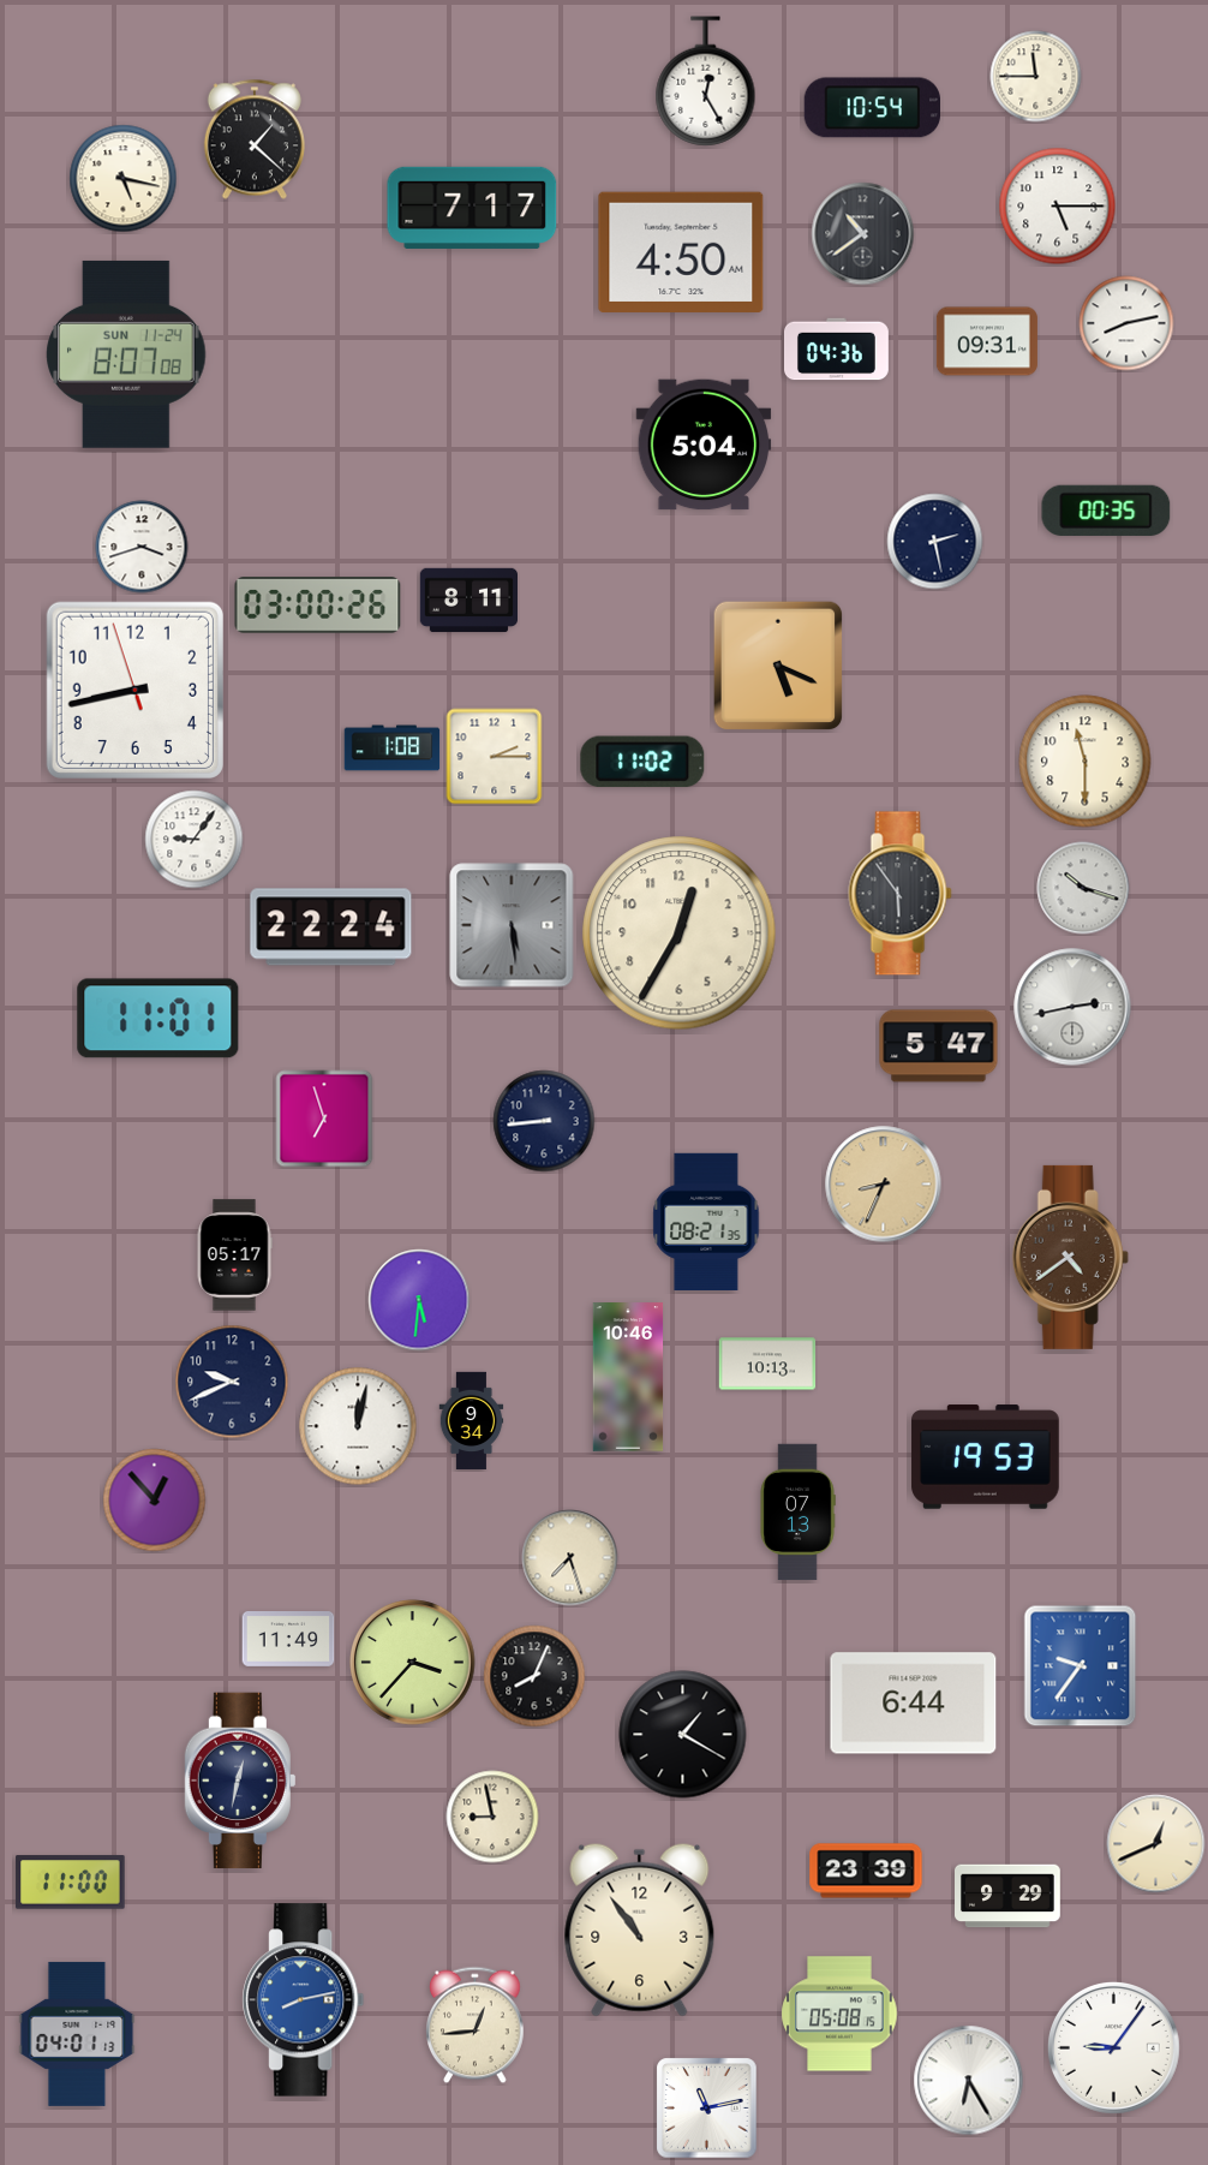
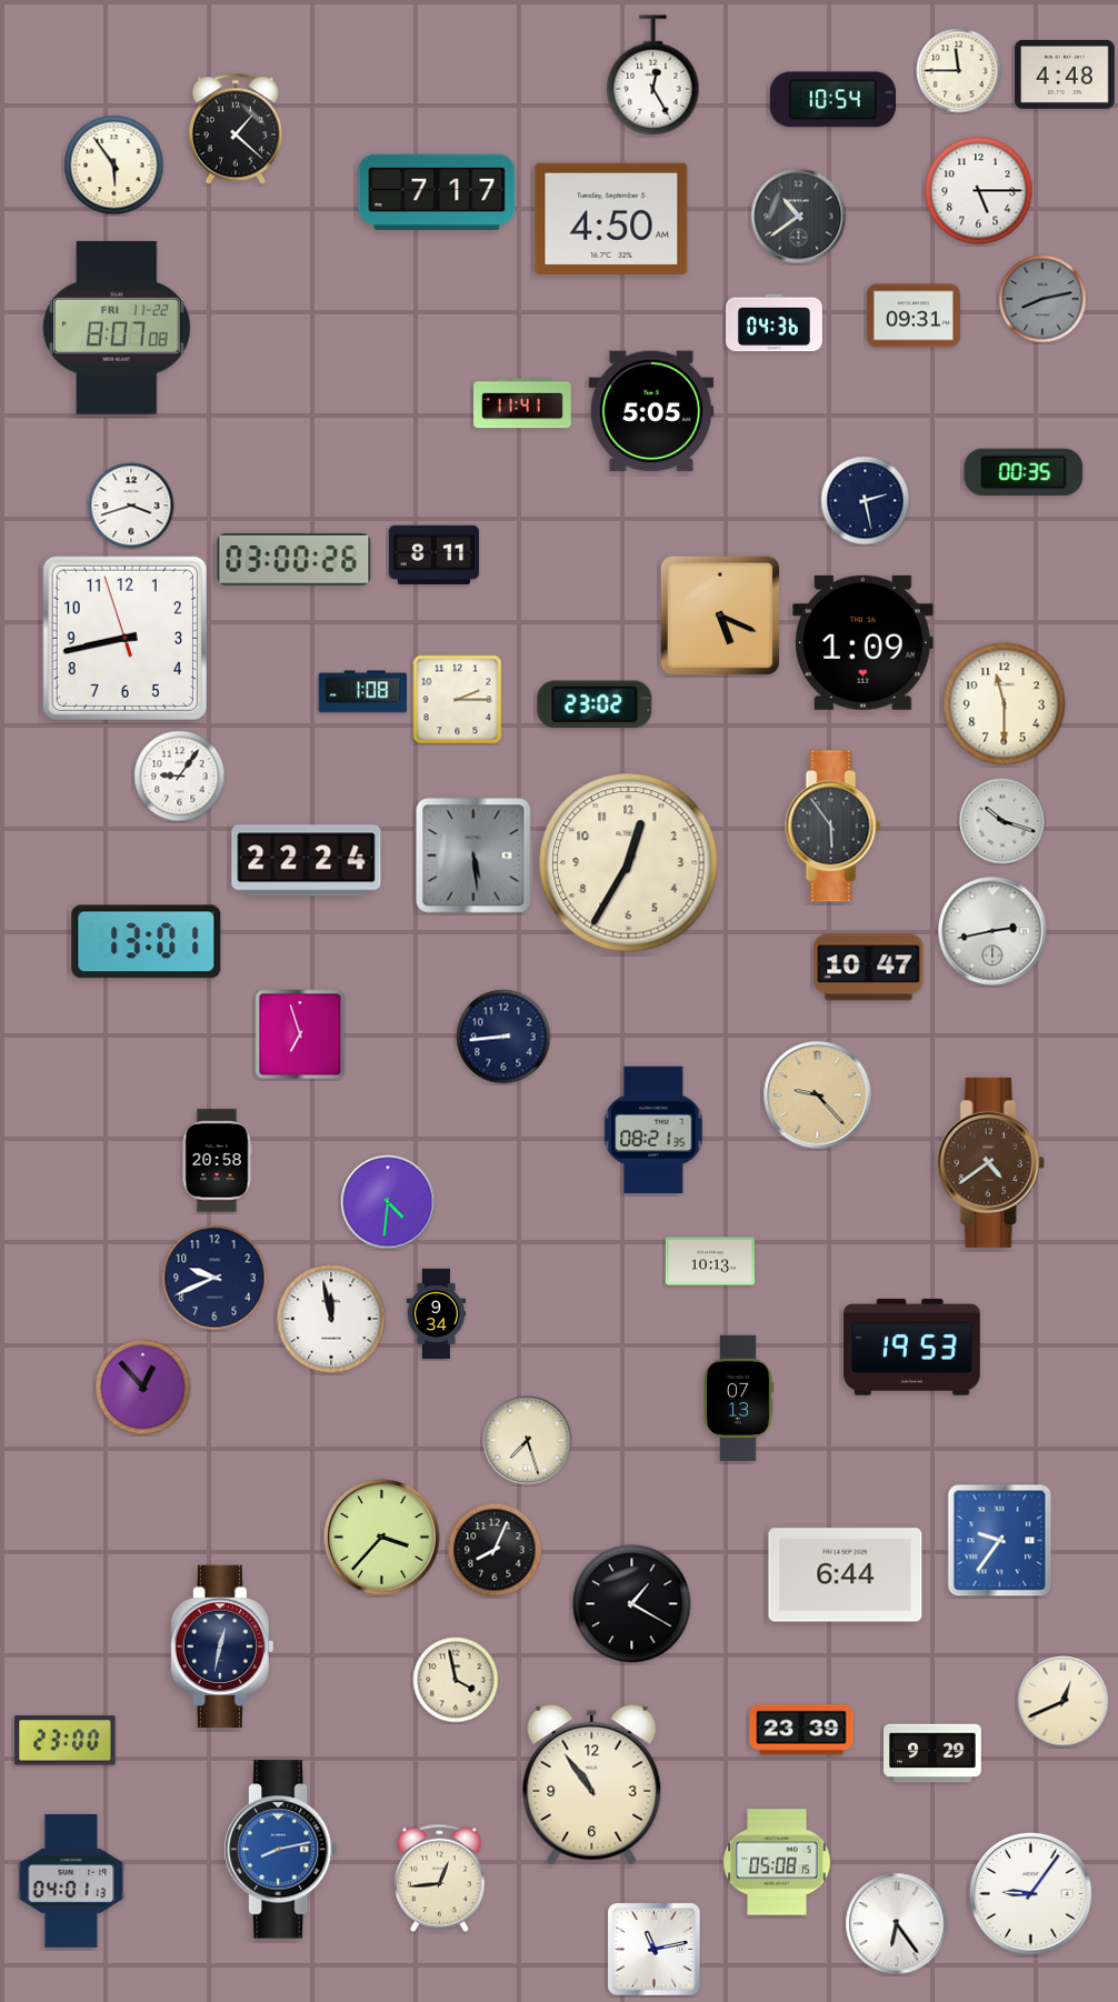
clock at (1065, 74): none -> 4:48
clock at (872, 108) position: (872, 108) -> (832, 100)
clock at (124, 179): 5:17 -> 5:54
clock at (681, 251) position: (681, 251) -> (611, 218)
clock at (1126, 323) dial: white -> grey
clock at (126, 354) date: SUN 11-24 -> FRI 11-22
clock at (522, 403): none -> 11:41
clock at (704, 445): 5:04 -> 5:05
clock at (864, 642): none -> 1:09
clock at (642, 762): 11:02 -> 23:02
clock at (331, 928) position: (331, 928) -> (307, 861)
clock at (159, 1019): 11:01 -> 13:01
clock at (939, 1046): 5:47 -> 10:47
clock at (884, 1185): 8:34 -> 9:23
clock at (234, 1256): 05:17 -> 20:58
clock at (419, 1300): 5:31 -> 4:31
clock at (628, 1377): 10:46 -> none
clock at (358, 1426): 12:02 -> 11:58
clock at (288, 1640): 11:49 -> none
clock at (492, 1817): 8:58 -> 3:58
clock at (1156, 1844) position: (1156, 1844) -> (1064, 1702)
clock at (71, 1883): 11:00 -> 23:00
clock at (476, 2026) position: (476, 2026) -> (440, 1879)
clock at (969, 2081): 6:25 -> 6:24
